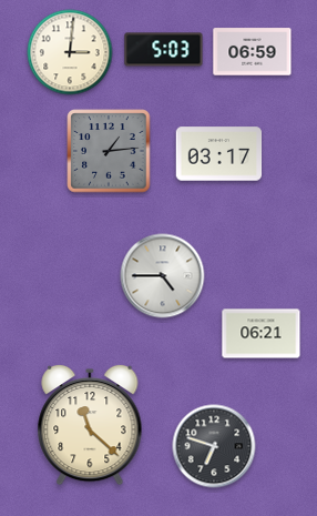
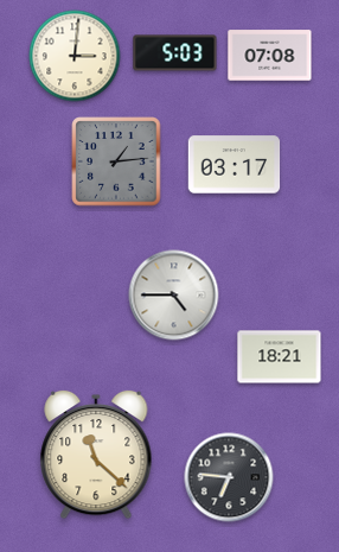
clock at (253, 52): 06:59 -> 07:08
clock at (262, 334): 06:21 -> 18:21
clock at (214, 446): 6:48 -> 6:46
